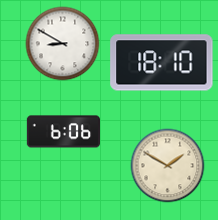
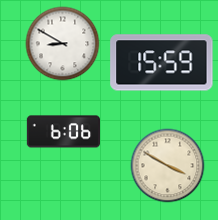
clock at (162, 63): 18:10 -> 15:59
clock at (168, 166): 1:50 -> 3:50
